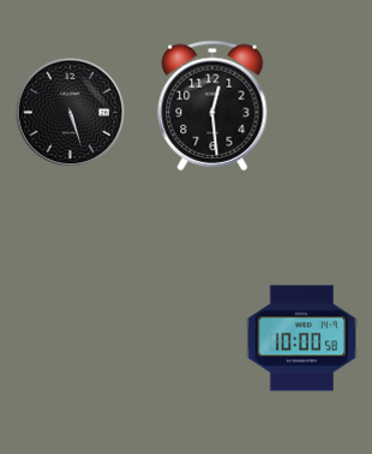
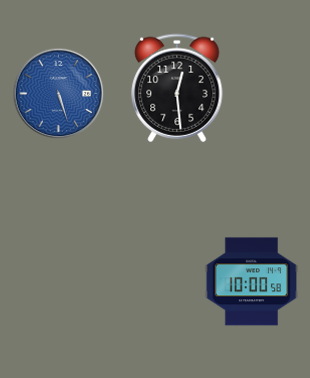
clock at (71, 113) dial: black -> blue
